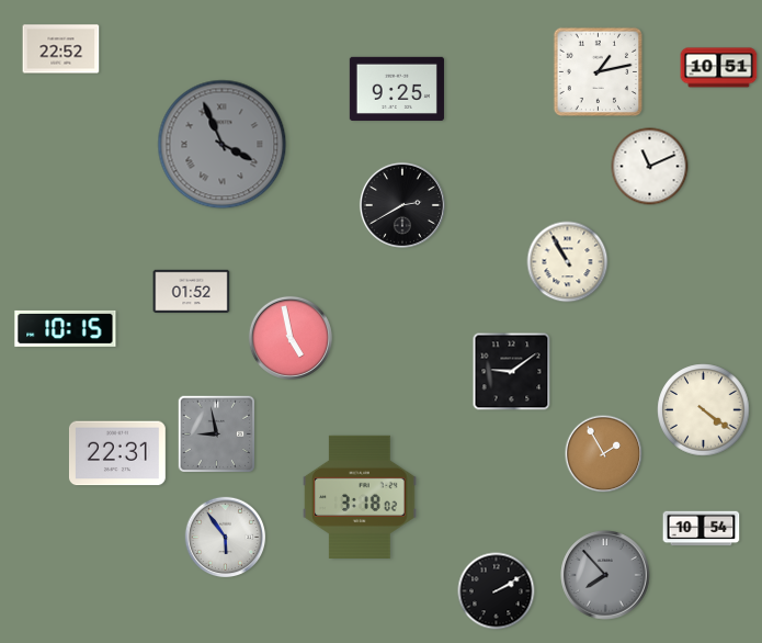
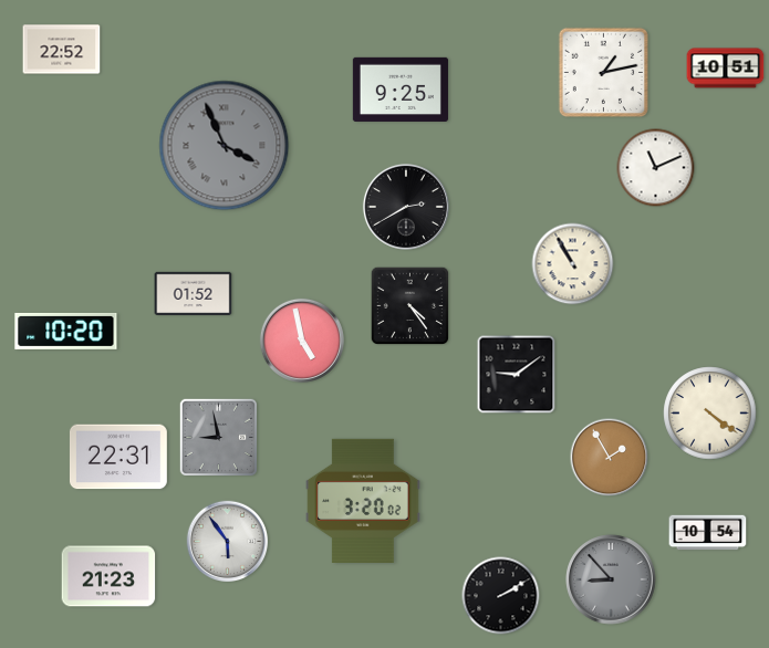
clock at (409, 305): none -> 4:24
clock at (66, 328): 10:15 -> 10:20
clock at (291, 338) position: (291, 338) -> (302, 341)
clock at (360, 496): 3:18 -> 3:20
clock at (108, 576): none -> 21:23
clock at (605, 575): 7:53 -> 8:53
